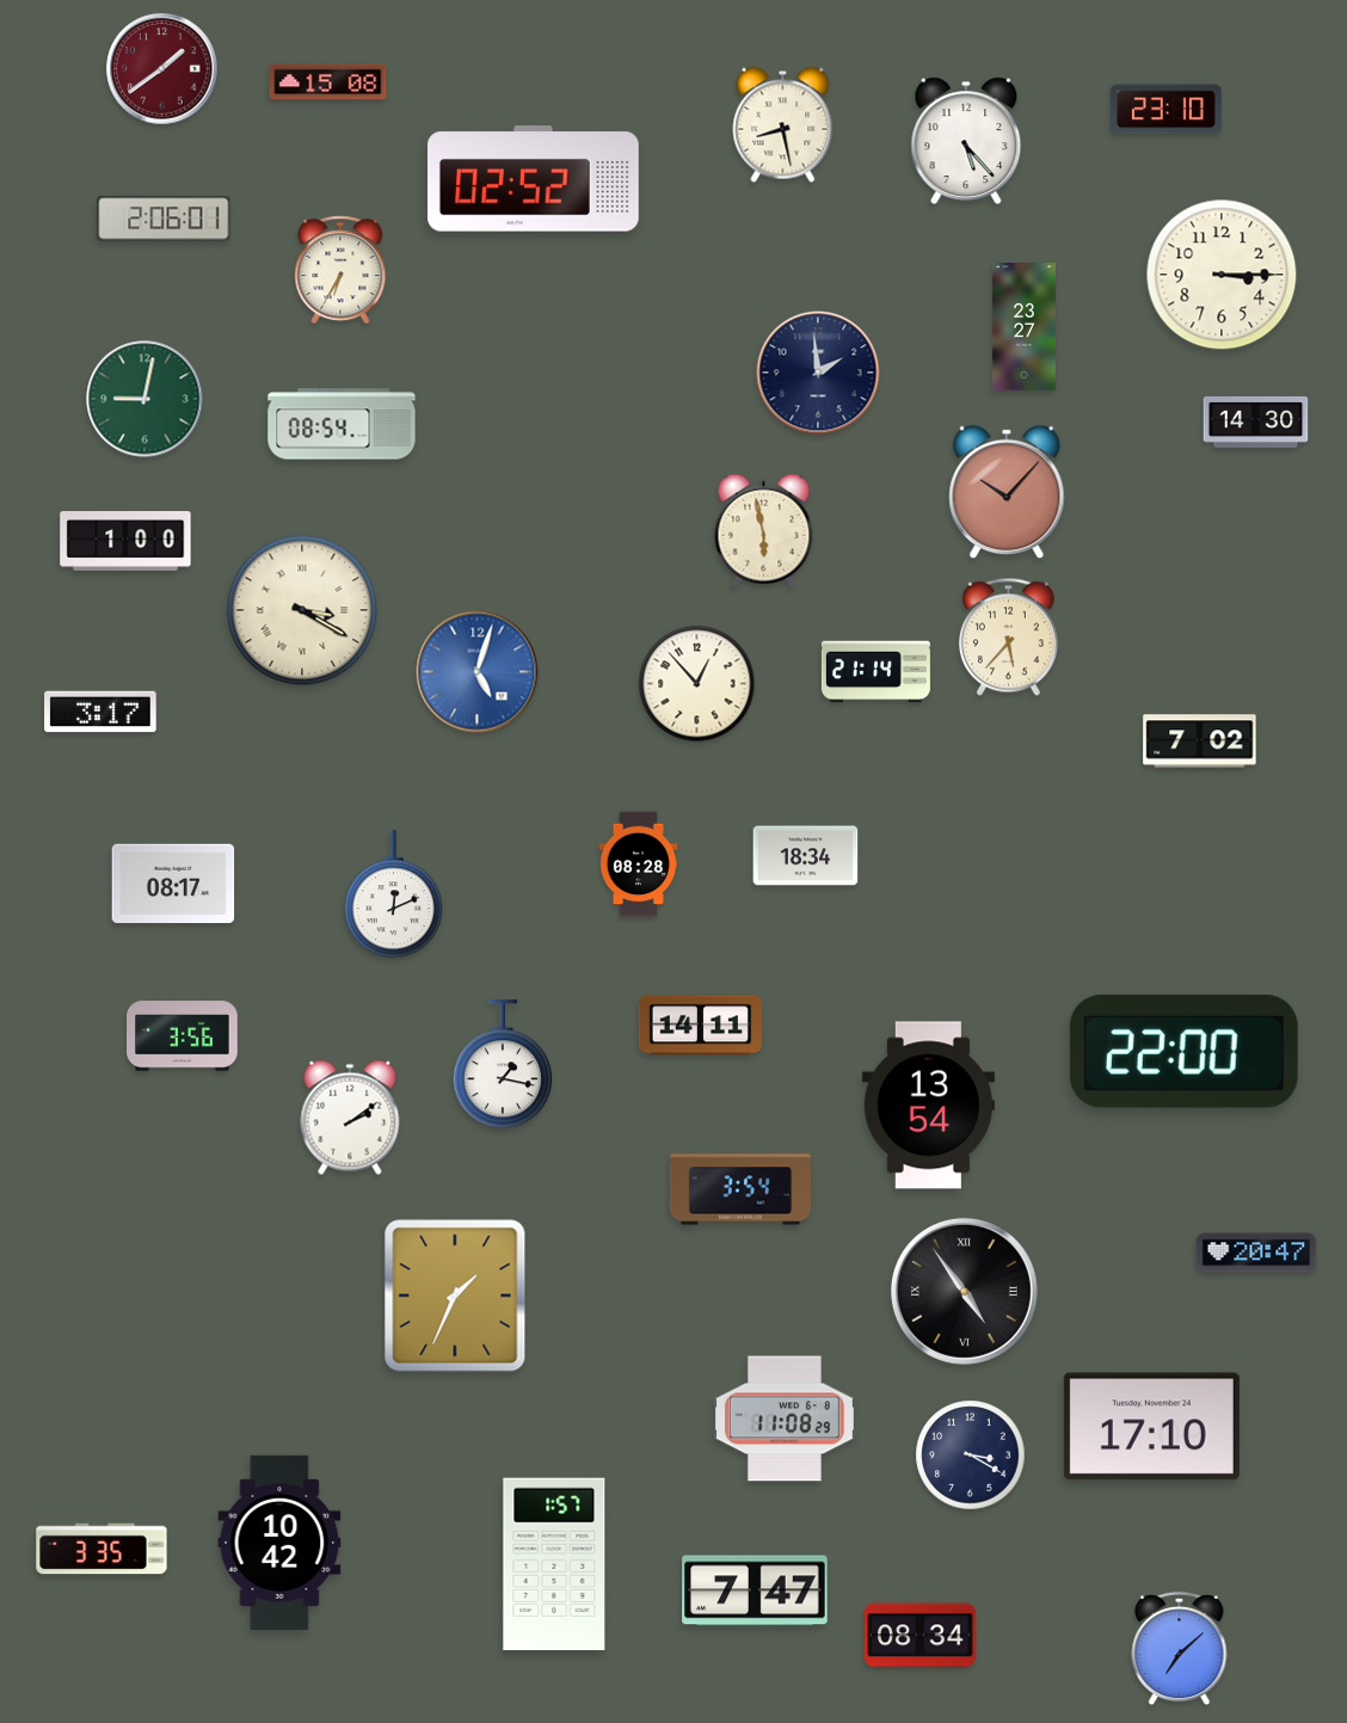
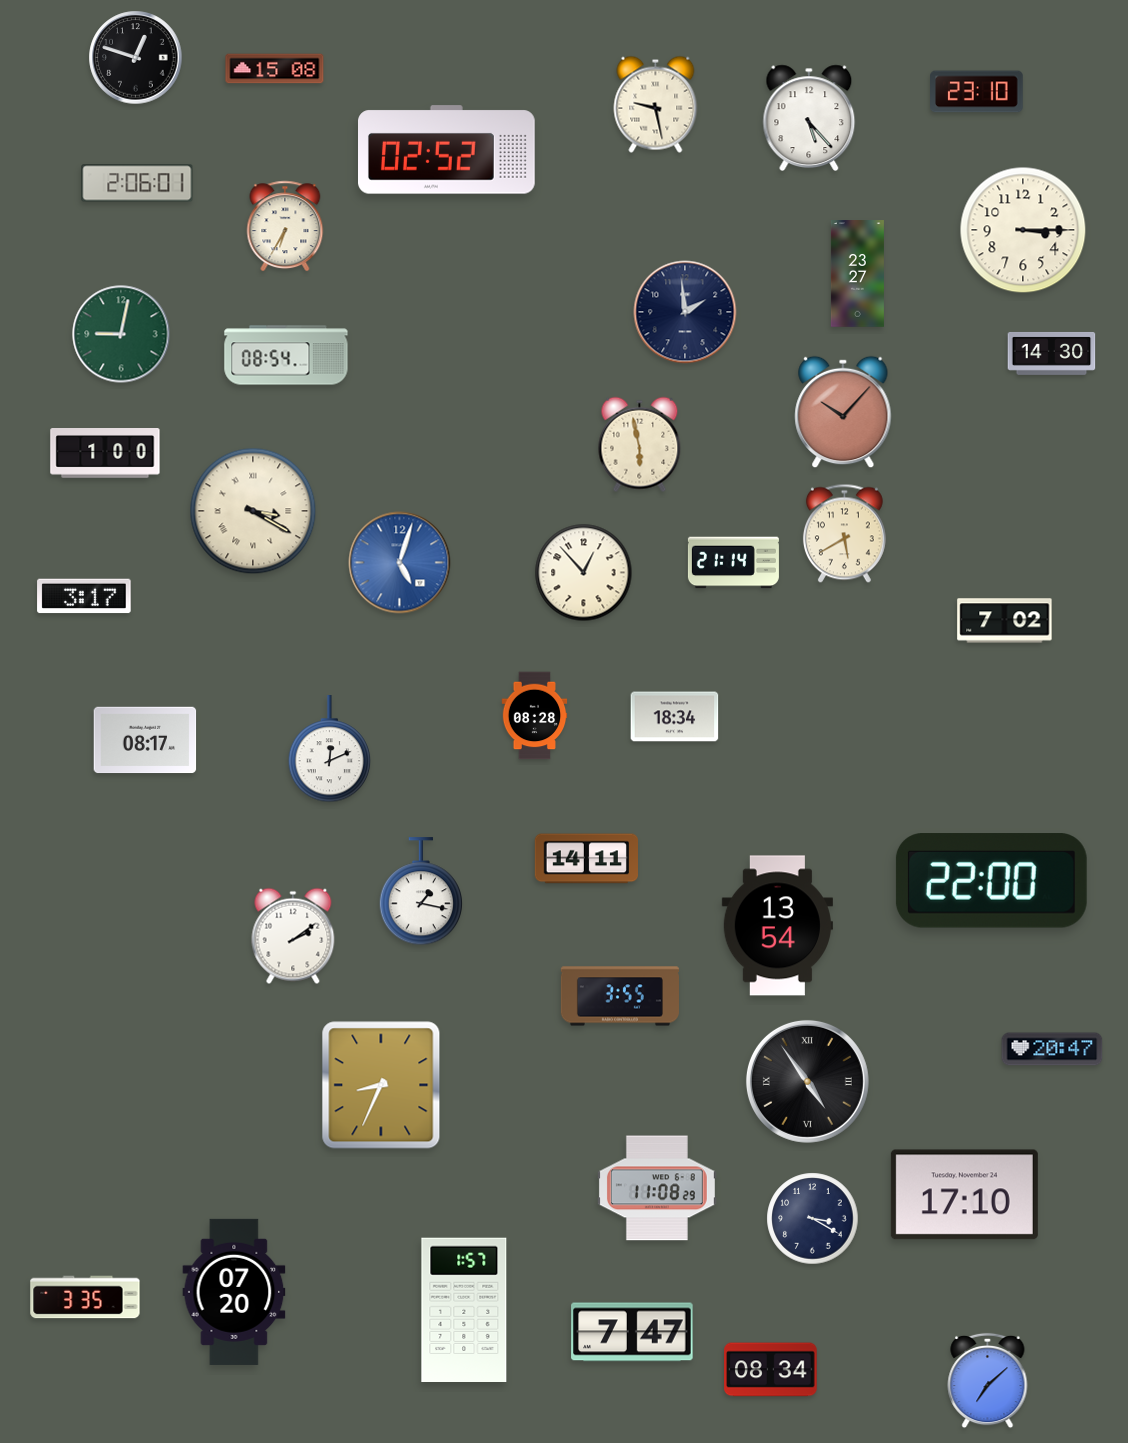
clock at (162, 69): 1:39 -> 12:48
clock at (162, 69) dial: burgundy -> black
clock at (783, 124): 8:28 -> 9:28
clock at (1008, 638): 5:37 -> 5:40
clock at (639, 864) position: (639, 864) -> (535, 716)
clock at (183, 1036): 3:56 -> none
clock at (740, 1189): 3:54 -> 3:55
clock at (455, 1296): 1:34 -> 8:34
clock at (279, 1543): 10:42 -> 07:20
